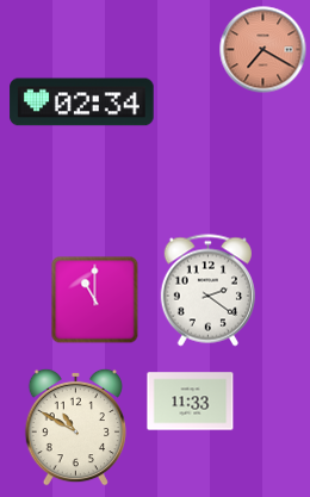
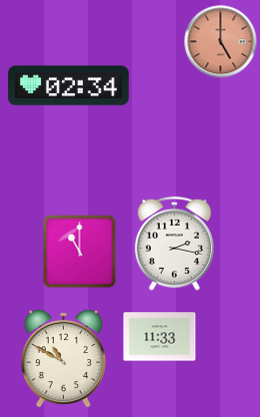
clock at (263, 50): 7:20 -> 5:00
clock at (207, 291): 2:21 -> 2:17
